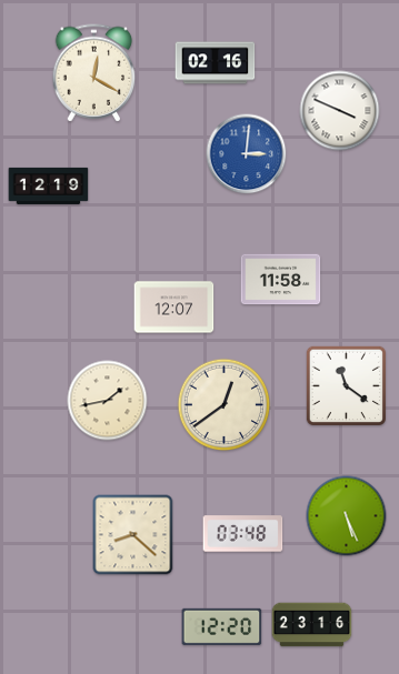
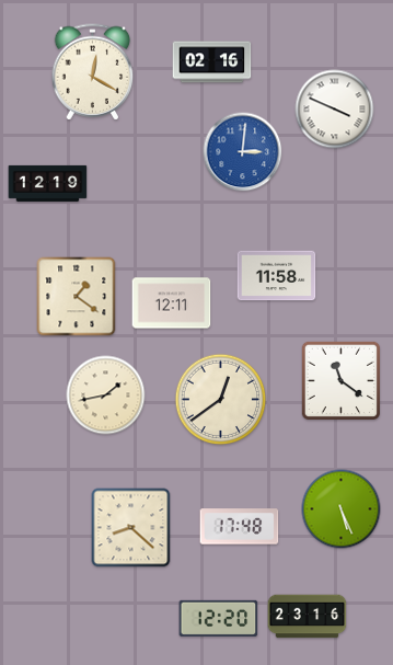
clock at (77, 297): none -> 1:21
clock at (174, 308): 12:07 -> 12:11
clock at (243, 534): 03:48 -> 17:48
